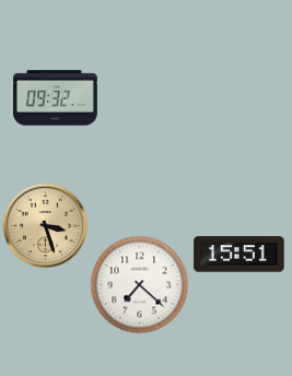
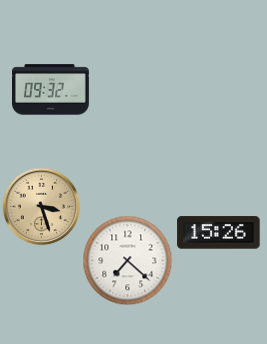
clock at (240, 255): 15:51 -> 15:26
